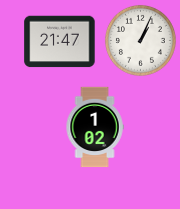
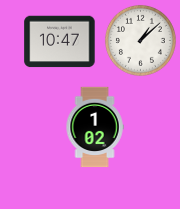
clock at (140, 40): 1:04 -> 1:08
clock at (60, 42): 21:47 -> 10:47
